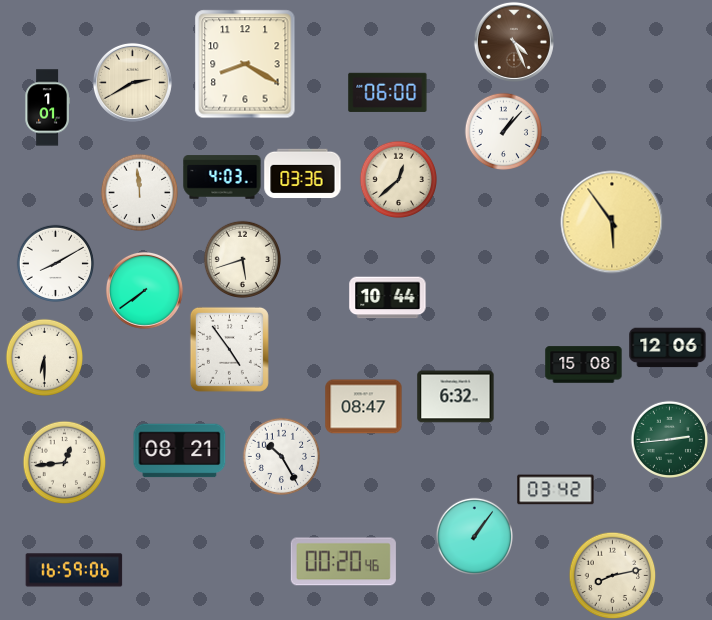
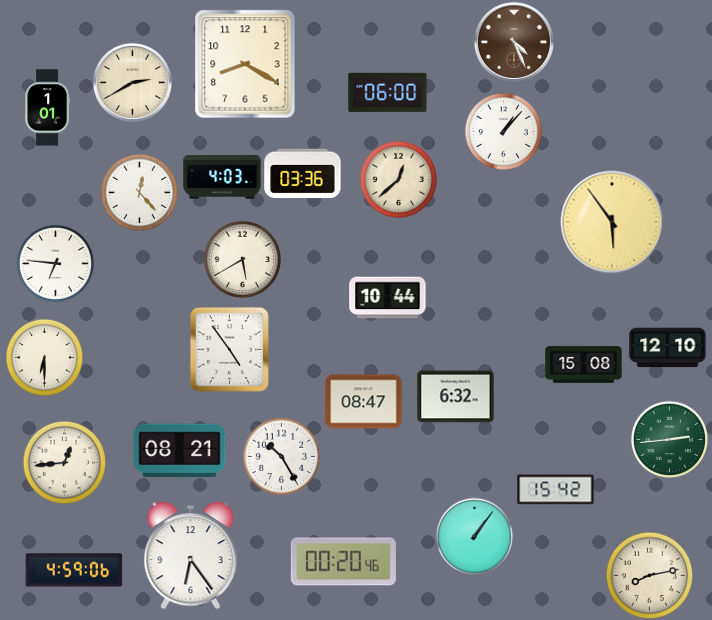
clock at (139, 192): 11:59 -> 12:23
clock at (242, 259): 5:42 -> 5:40
clock at (55, 263): 8:10 -> 6:46
clock at (144, 290): 7:39 -> none
clock at (668, 348): 12:06 -> 12:10
clock at (364, 407) position: (364, 407) -> (364, 402)
clock at (556, 490): 03:42 -> 15:42
clock at (191, 556): none -> 6:24
clock at (74, 570): 16:59 -> 4:59
clock at (612, 575) position: (612, 575) -> (649, 575)
